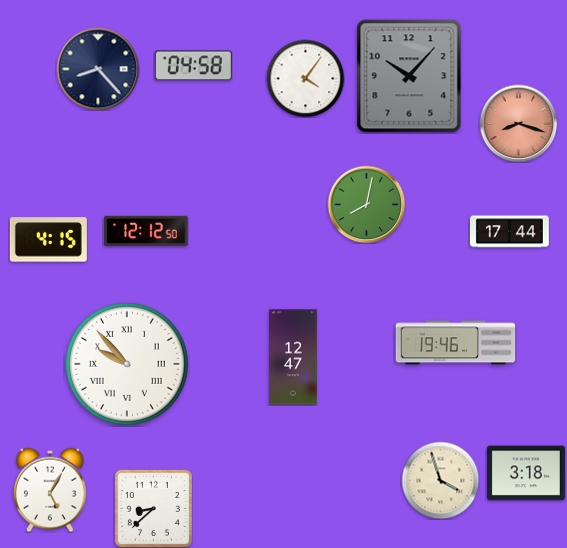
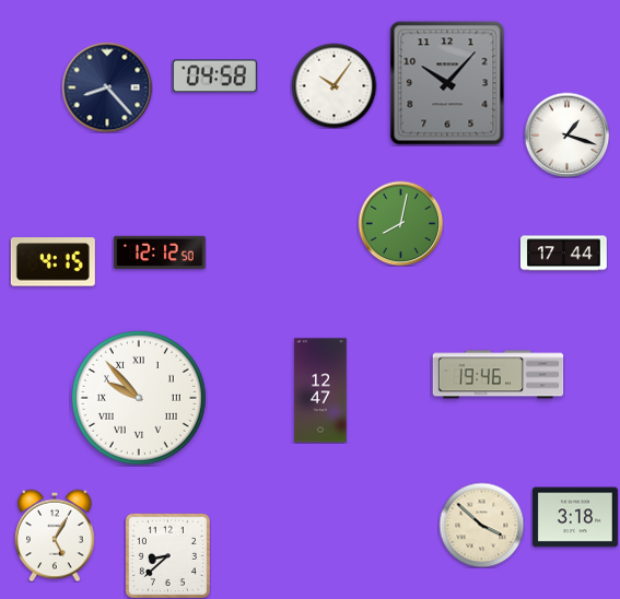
clock at (193, 66) position: (193, 66) -> (214, 77)
clock at (98, 69) position: (98, 69) -> (107, 87)
clock at (305, 78): 4:06 -> 10:06
clock at (518, 123): 8:18 -> 1:18
clock at (518, 123) dial: salmon -> white
clock at (509, 232) position: (509, 232) -> (563, 254)
clock at (440, 480): 3:57 -> 3:52
